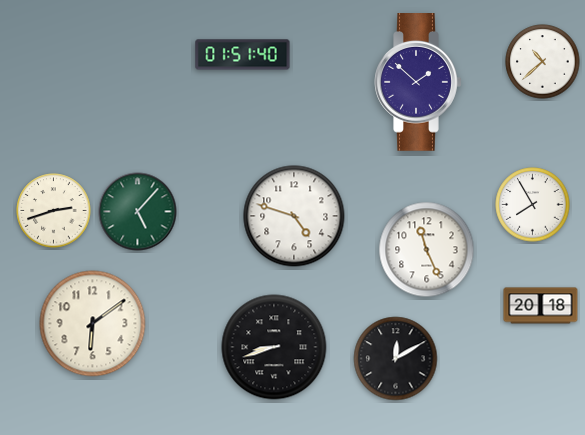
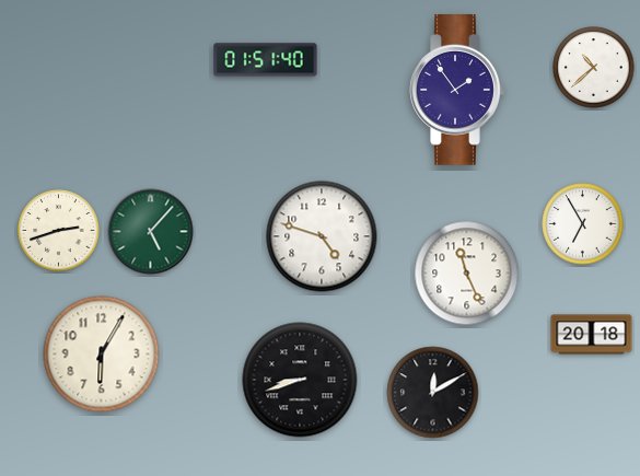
clock at (418, 83): 1:52 -> 1:54
clock at (533, 205): 7:55 -> 6:55
clock at (93, 324): 6:09 -> 6:05
